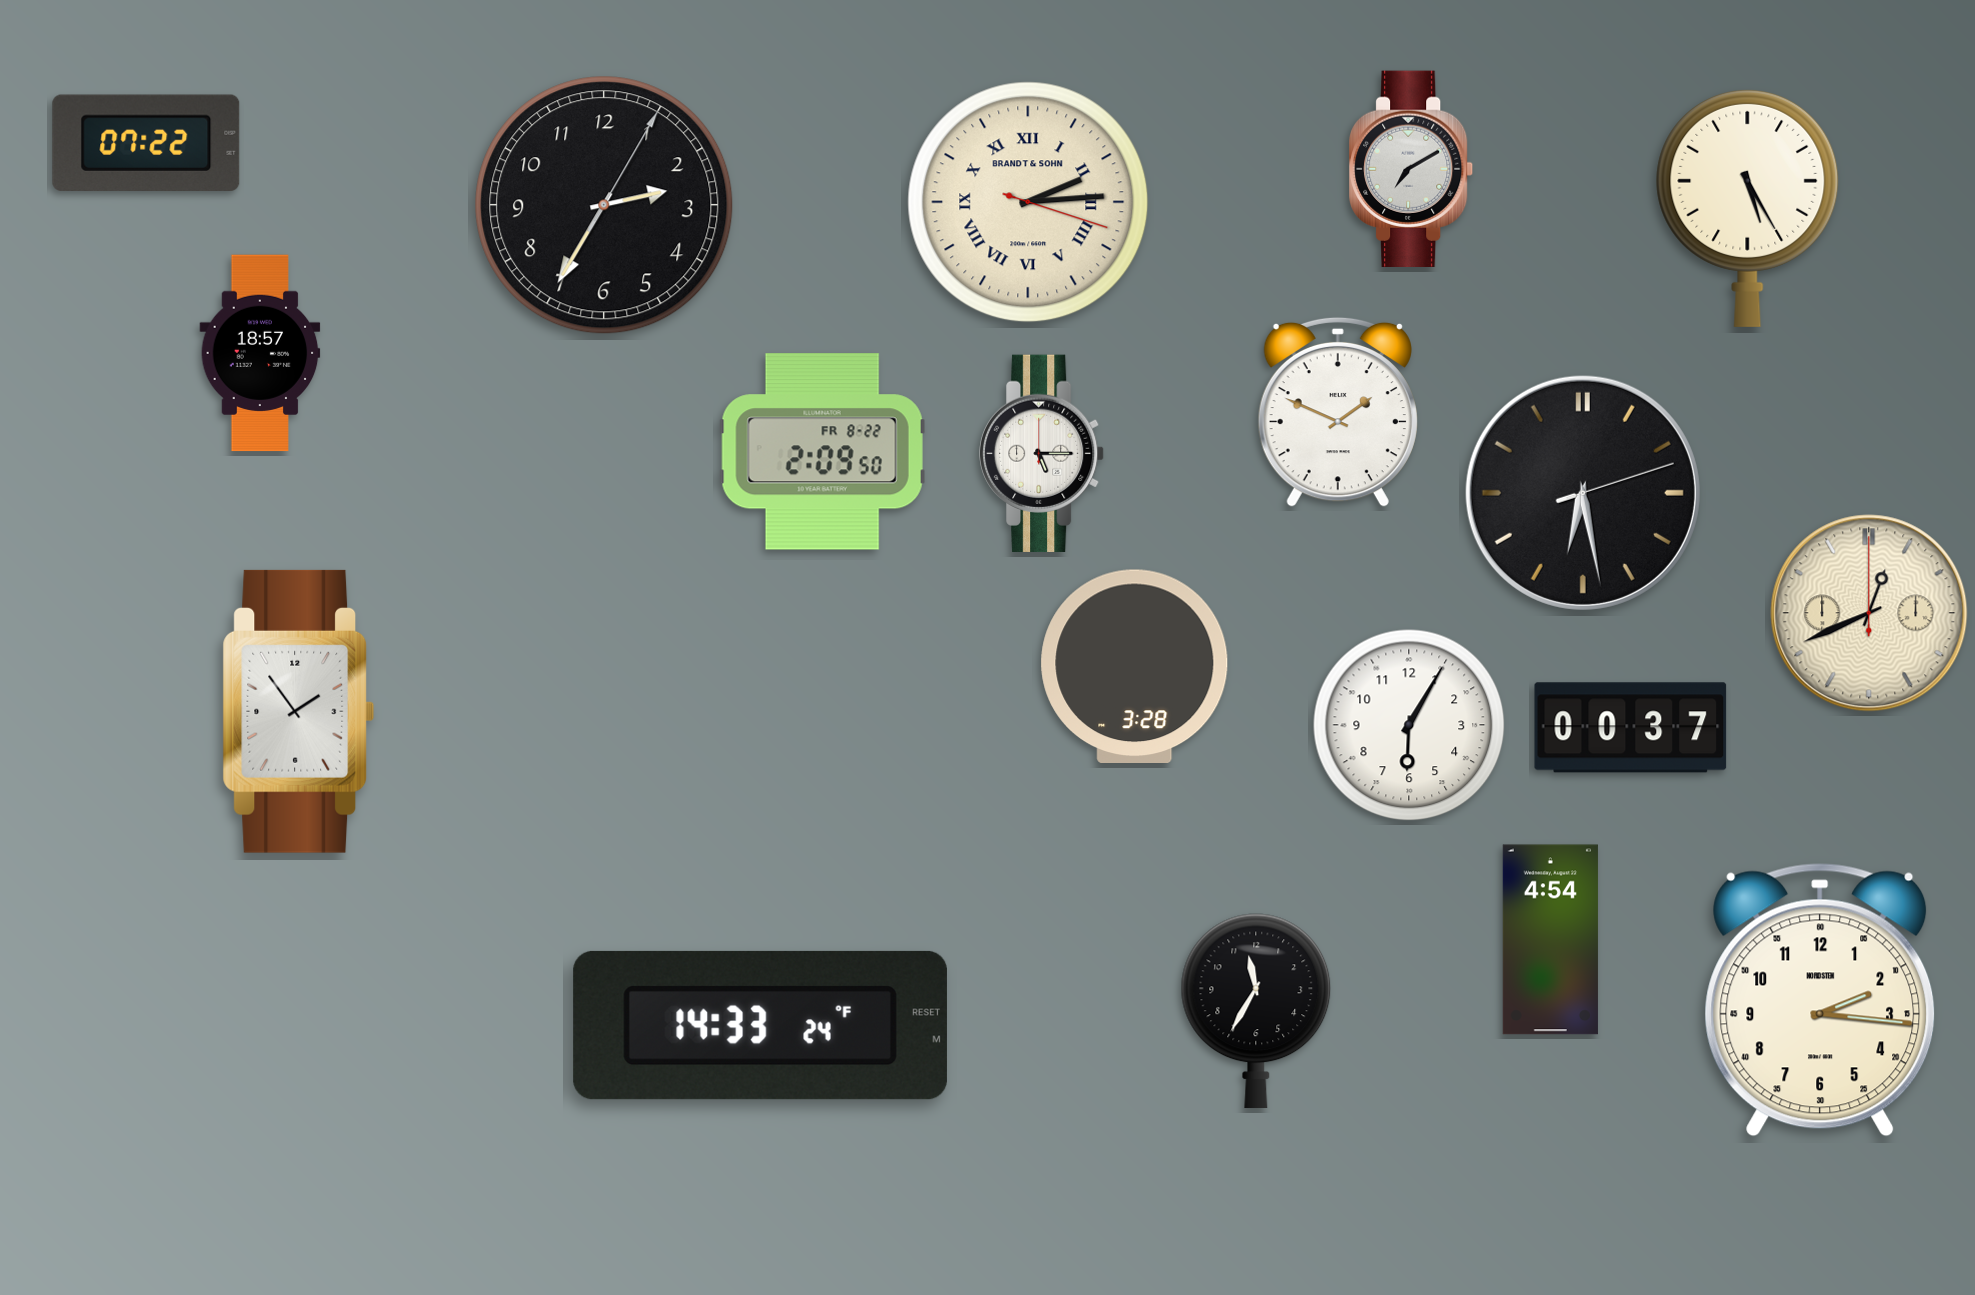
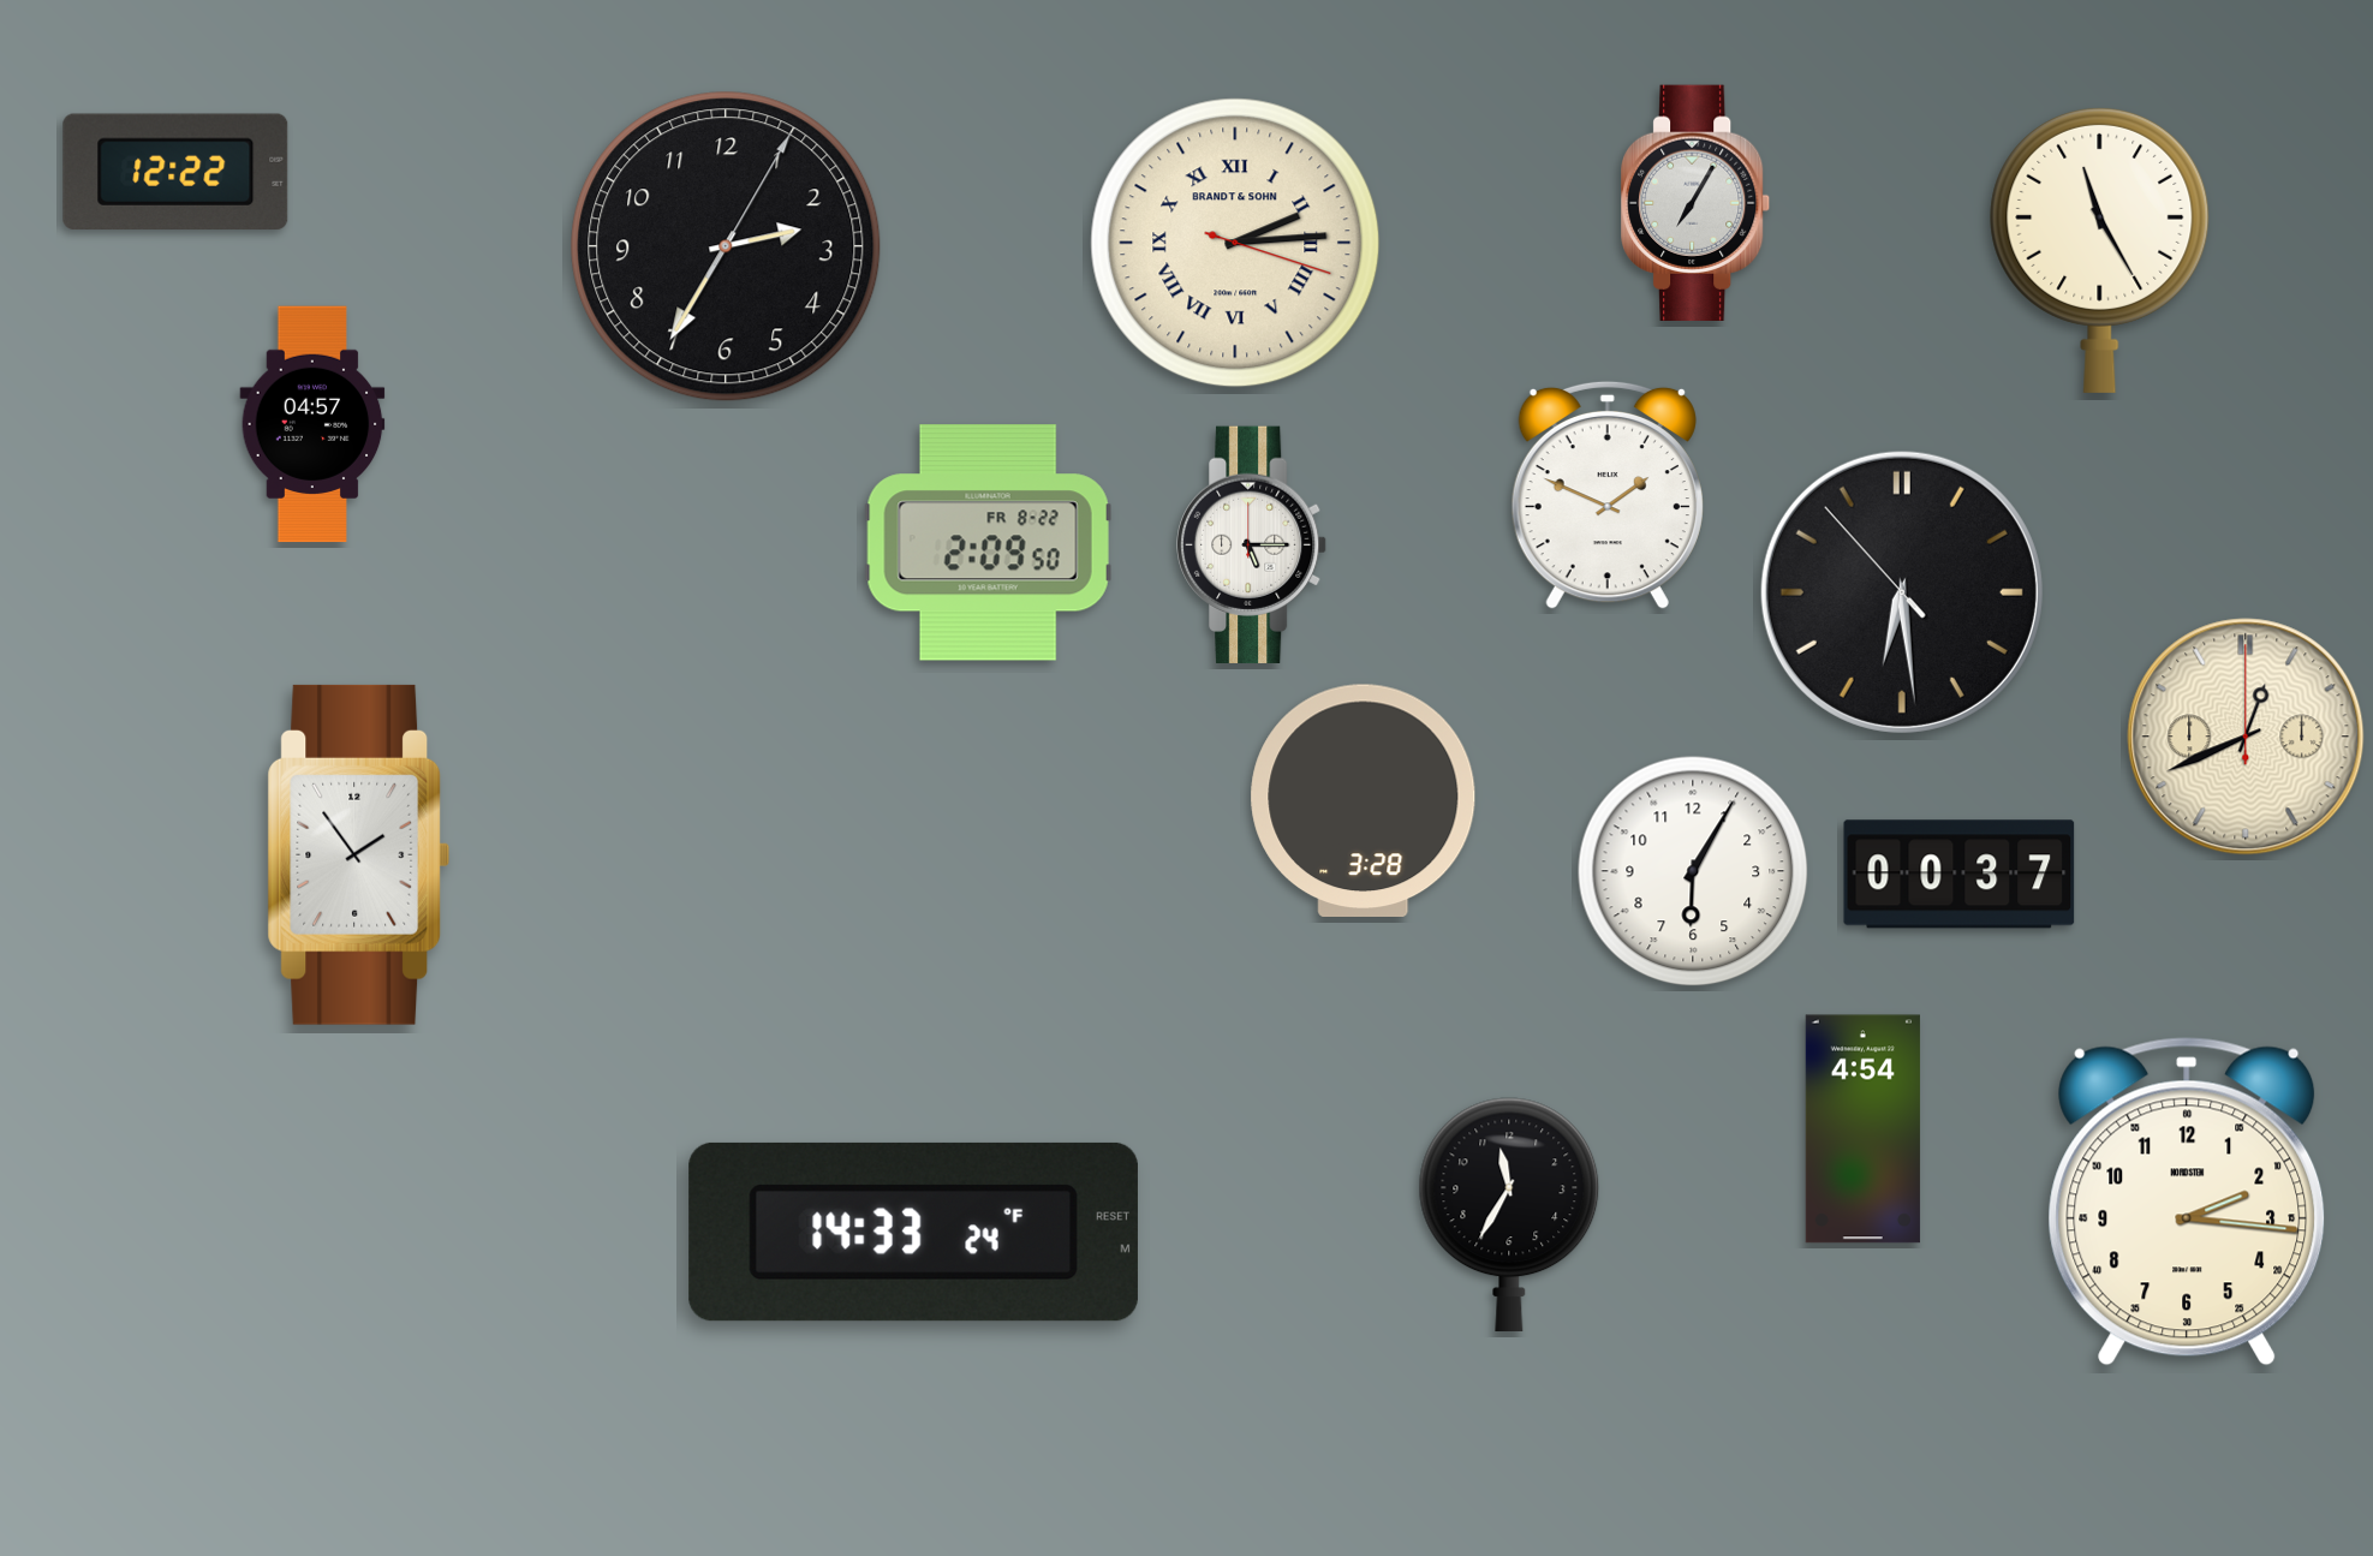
clock at (146, 142): 07:22 -> 12:22
clock at (1412, 168): 7:10 -> 7:05
clock at (1748, 208): 5:25 -> 11:25
clock at (260, 353): 18:57 -> 04:57
clock at (1583, 493): 6:28:12 -> 6:28:53
